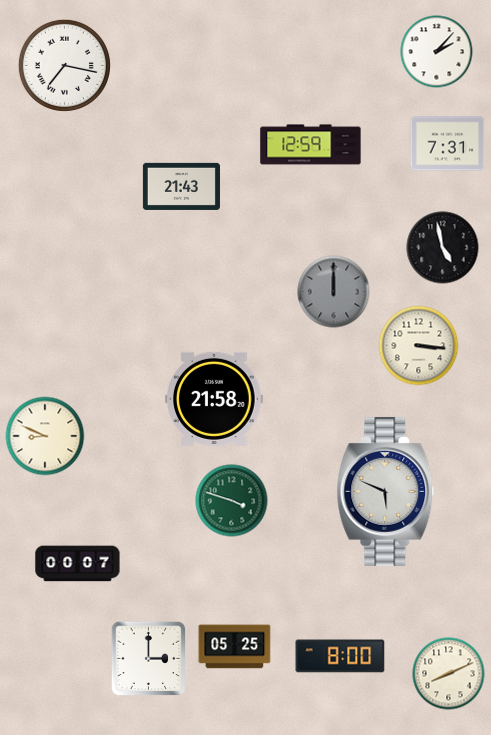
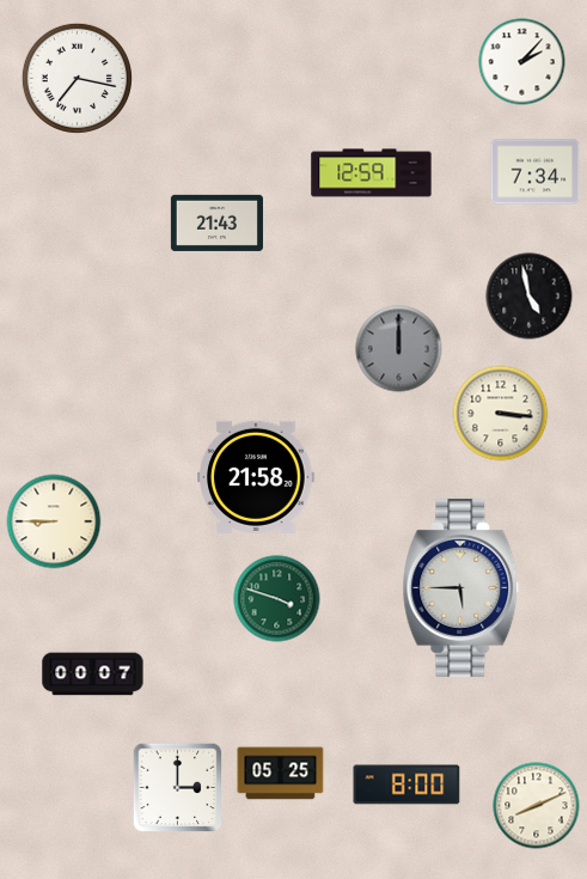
clock at (448, 144): 7:31 -> 7:34
clock at (45, 436): 8:49 -> 8:45
clock at (386, 491): 5:49 -> 5:45
